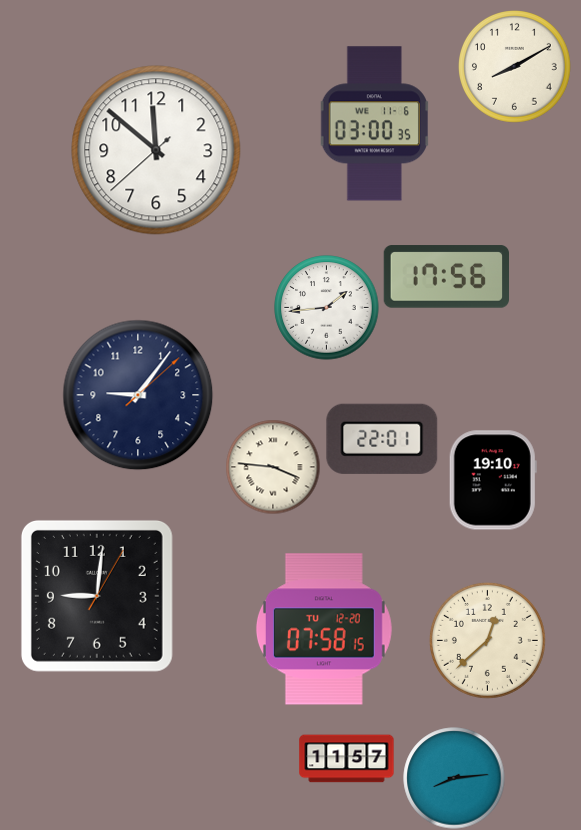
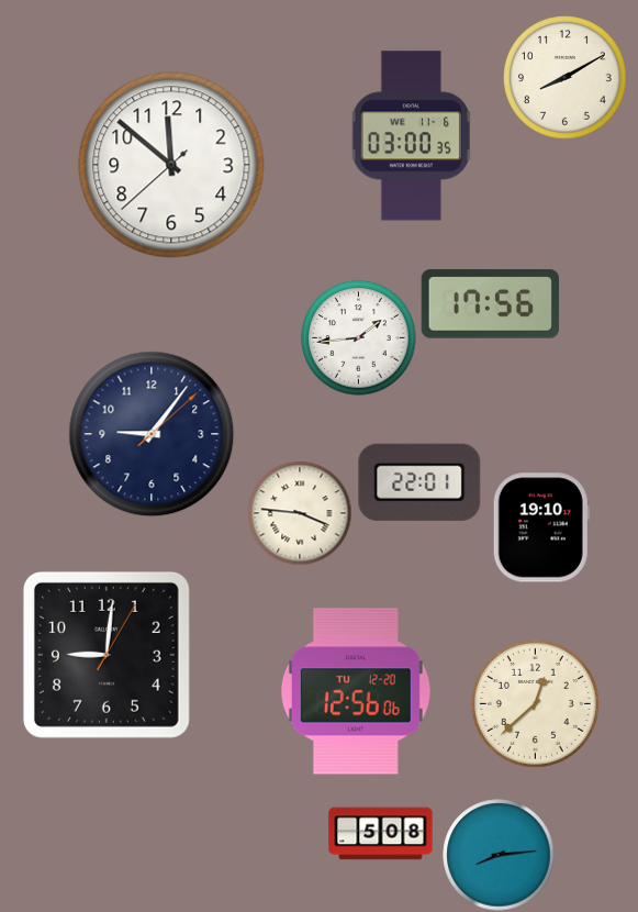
clock at (515, 67) position: (515, 67) -> (566, 78)
clock at (324, 629): 07:58 -> 12:56
clock at (347, 759): 11:57 -> 5:08
